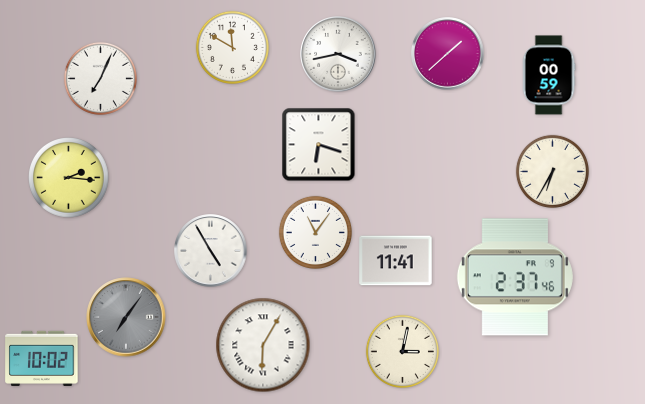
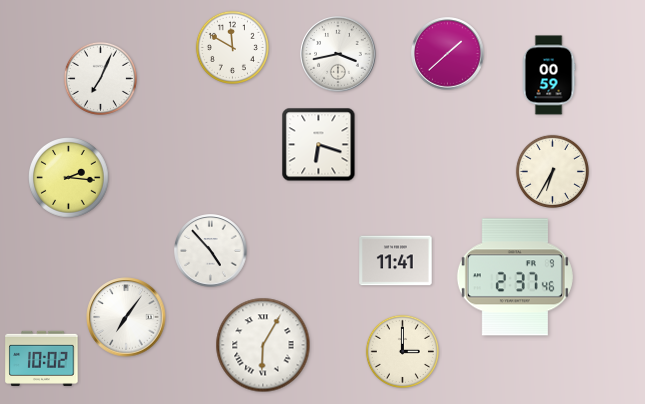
clock at (315, 232): 11:06 -> none
clock at (211, 251): 4:55 -> 4:53
clock at (126, 317) dial: grey -> white
clock at (402, 351): 3:02 -> 3:00
